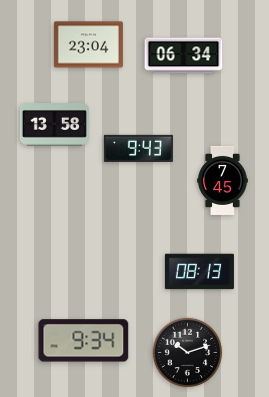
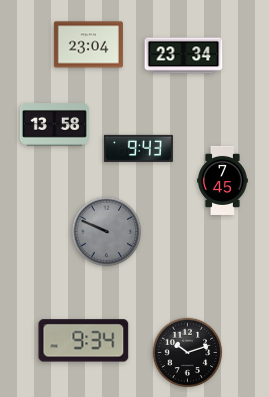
clock at (184, 56): 06:34 -> 23:34
clock at (107, 232): none -> 9:49
clock at (199, 272): 08:13 -> none
